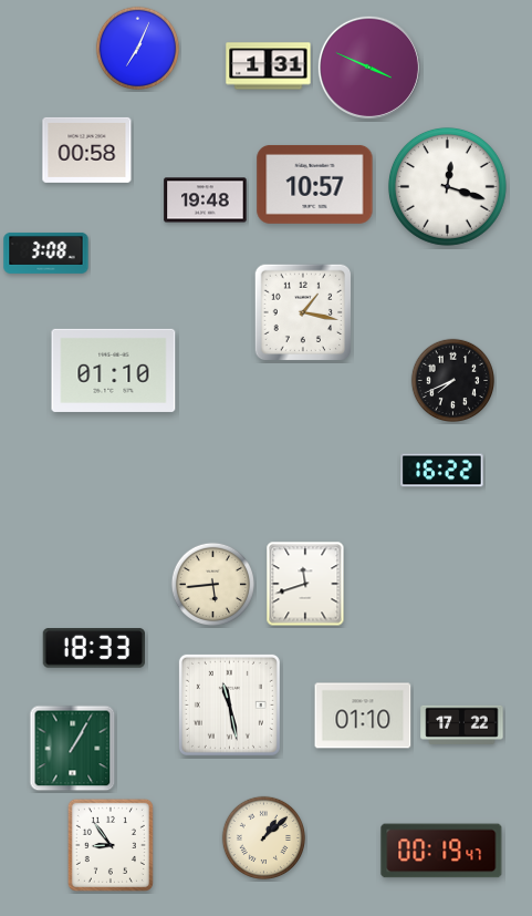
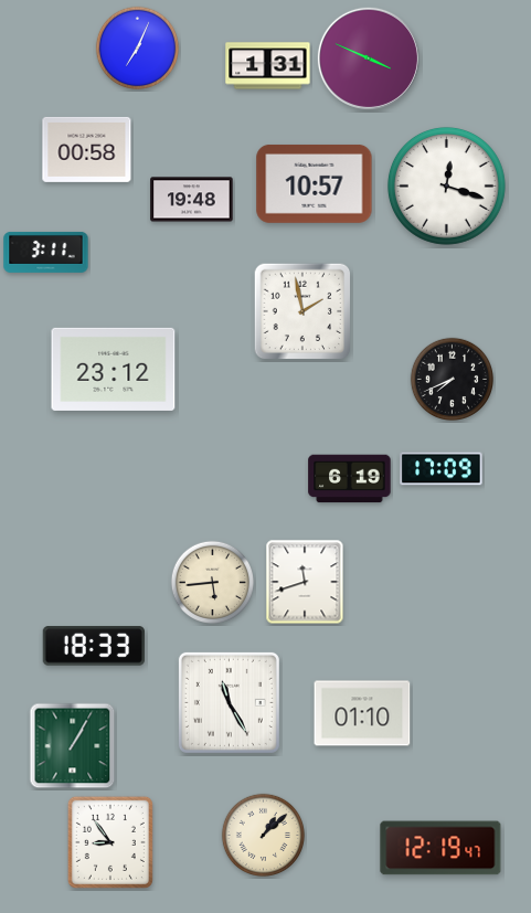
clock at (369, 68) position: (369, 68) -> (369, 59)
clock at (206, 200) position: (206, 200) -> (192, 200)
clock at (46, 253): 3:08 -> 3:11
clock at (303, 312): 1:17 -> 1:58
clock at (114, 370): 01:10 -> 23:12
clock at (442, 471): 16:22 -> 17:09
clock at (350, 479): none -> 6:19
clock at (229, 704): 11:28 -> 11:25
clock at (462, 724): 17:22 -> none
clock at (441, 851): 00:19 -> 12:19
